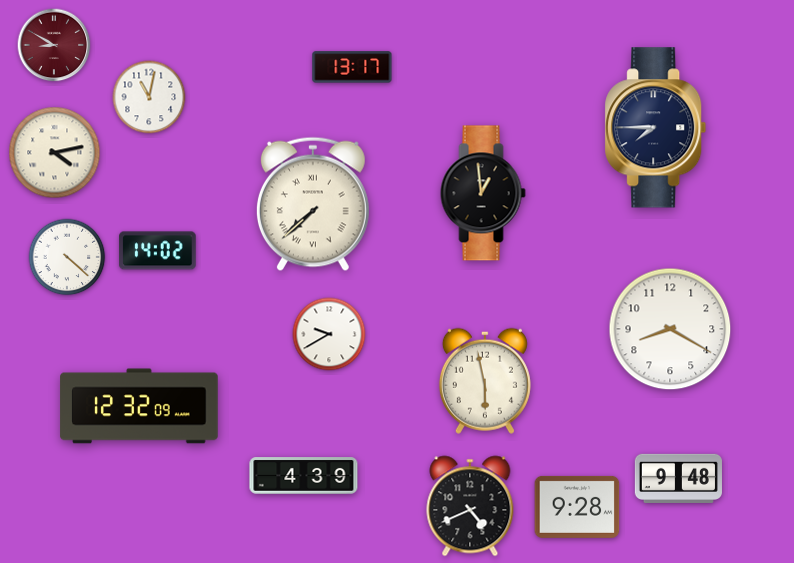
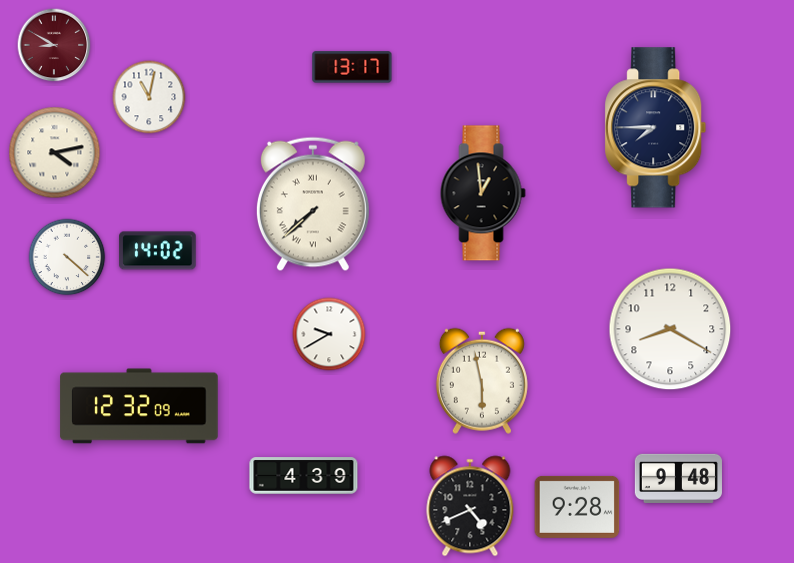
clock at (485, 381) position: (485, 381) -> (482, 381)
